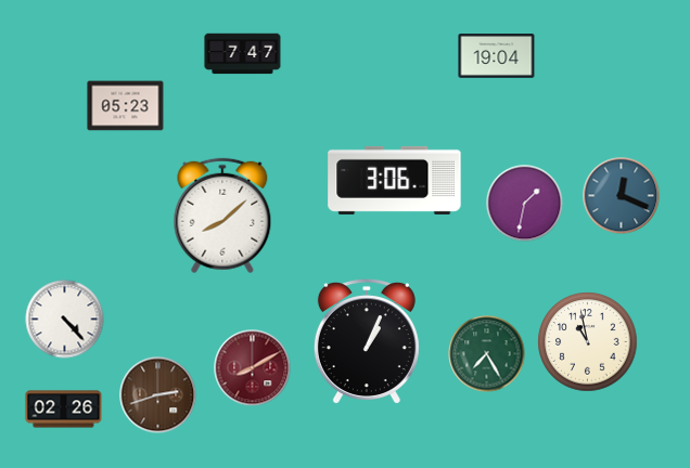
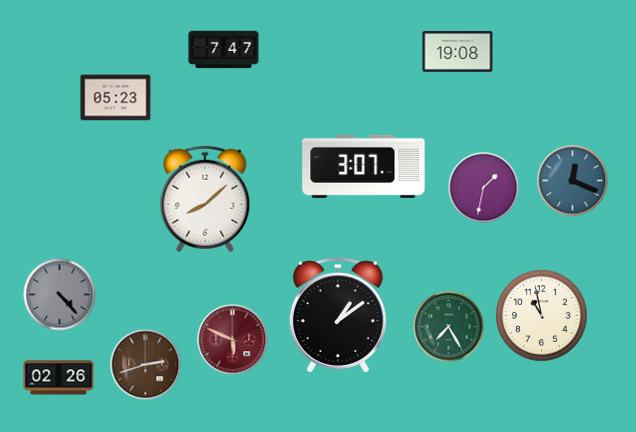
clock at (497, 56): 19:04 -> 19:08
clock at (395, 180): 3:06 -> 3:07
clock at (65, 320) dial: white -> grey
clock at (367, 341): 1:04 -> 1:09
clock at (253, 368): 8:10 -> 5:49
